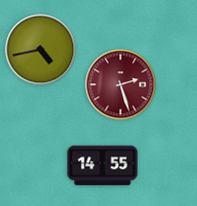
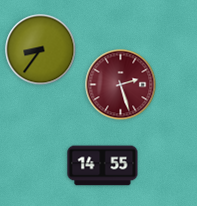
clock at (41, 50): 4:43 -> 8:36
